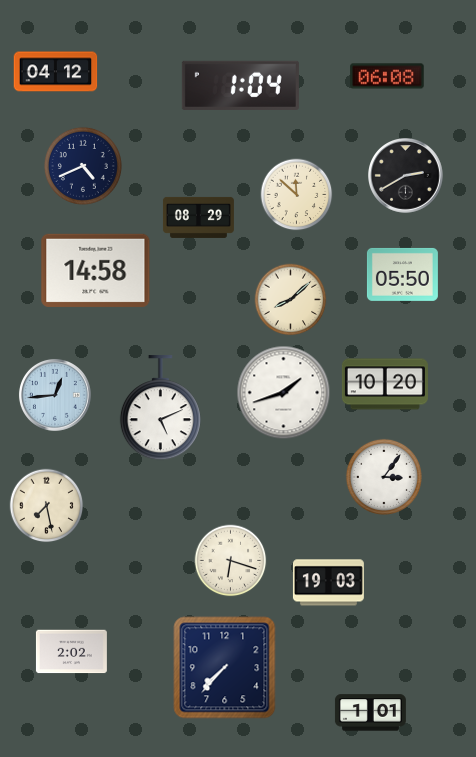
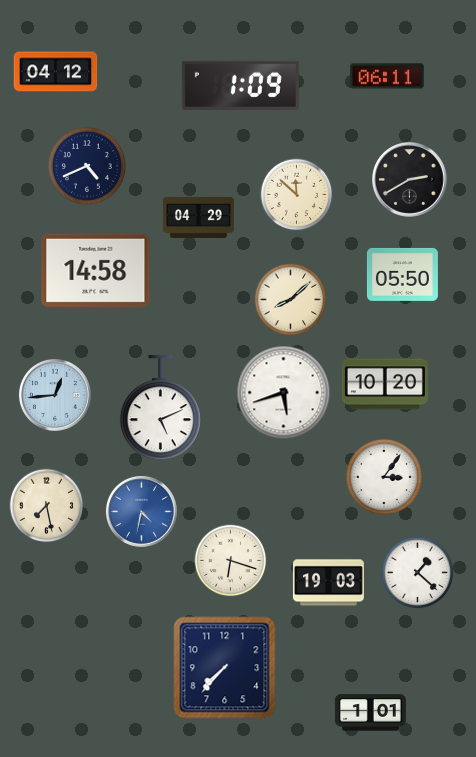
clock at (387, 76): 06:08 -> 06:11
clock at (240, 85): 1:04 -> 1:09
clock at (83, 166) position: (83, 166) -> (87, 166)
clock at (406, 176) position: (406, 176) -> (410, 180)
clock at (198, 217): 08:29 -> 04:29
clock at (284, 393): 1:42 -> 5:42
clock at (141, 511): none -> 4:32
clock at (418, 573): none -> 1:22
clock at (71, 652): 2:02 -> none
